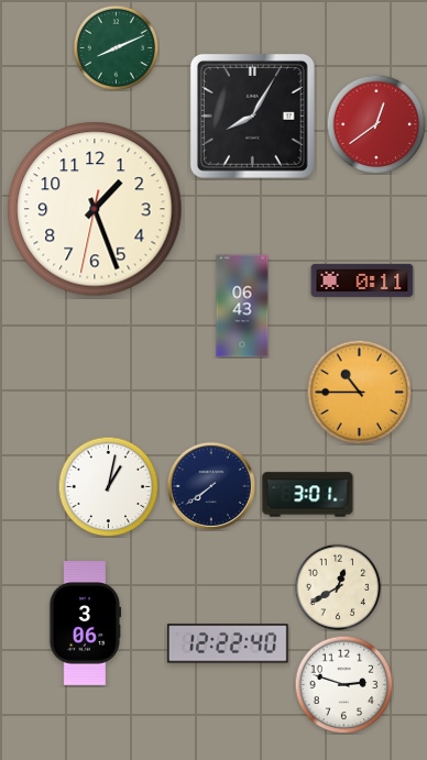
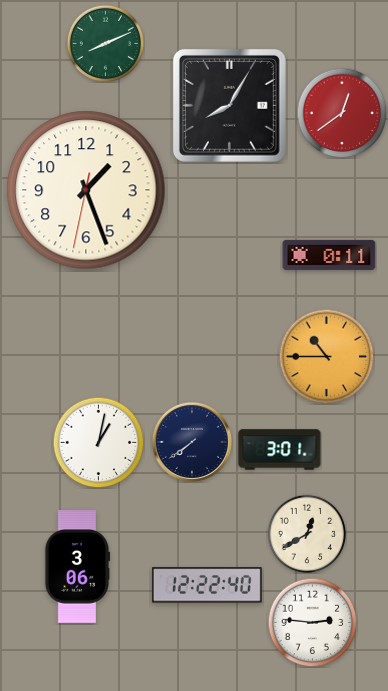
clock at (242, 306): 06:43 -> none
clock at (343, 684): 2:48 -> 2:46
